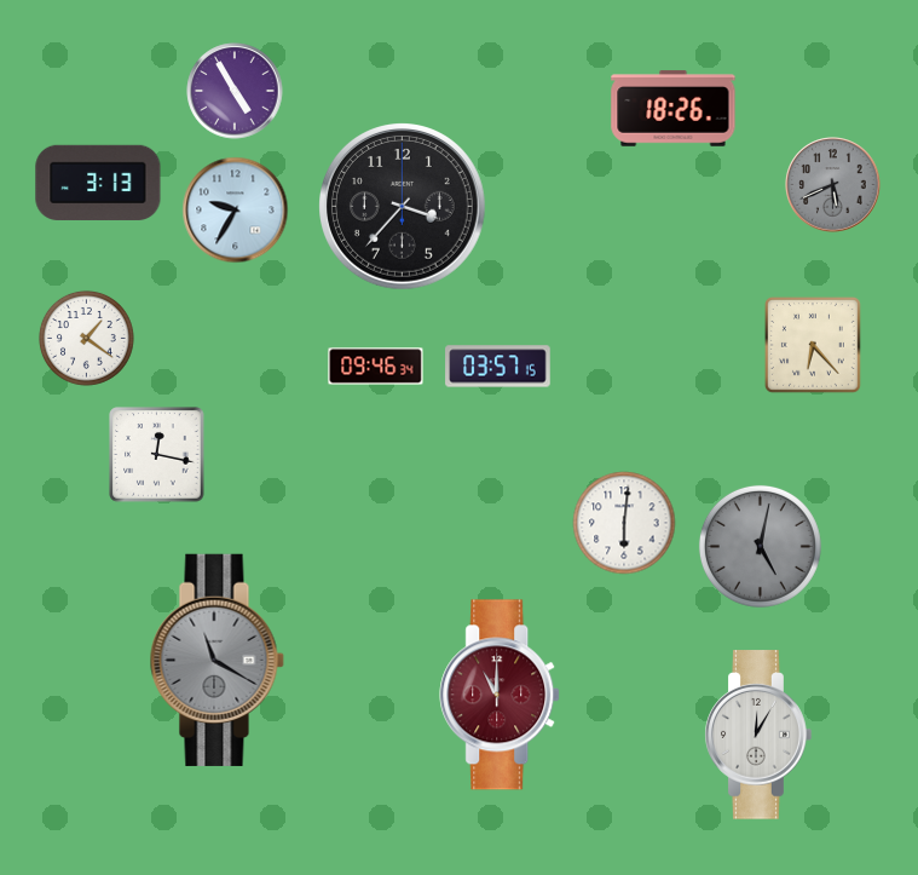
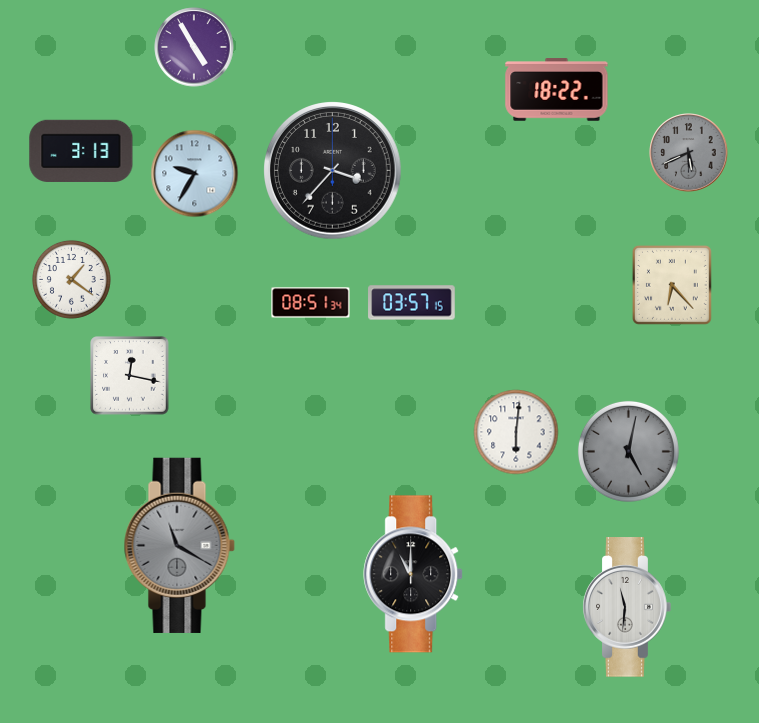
clock at (235, 91) position: (235, 91) -> (194, 47)
clock at (674, 109): 18:26 -> 18:22
clock at (376, 367): 09:46 -> 08:51
clock at (501, 695) dial: burgundy -> black
clock at (758, 735): 12:05 -> 11:31
